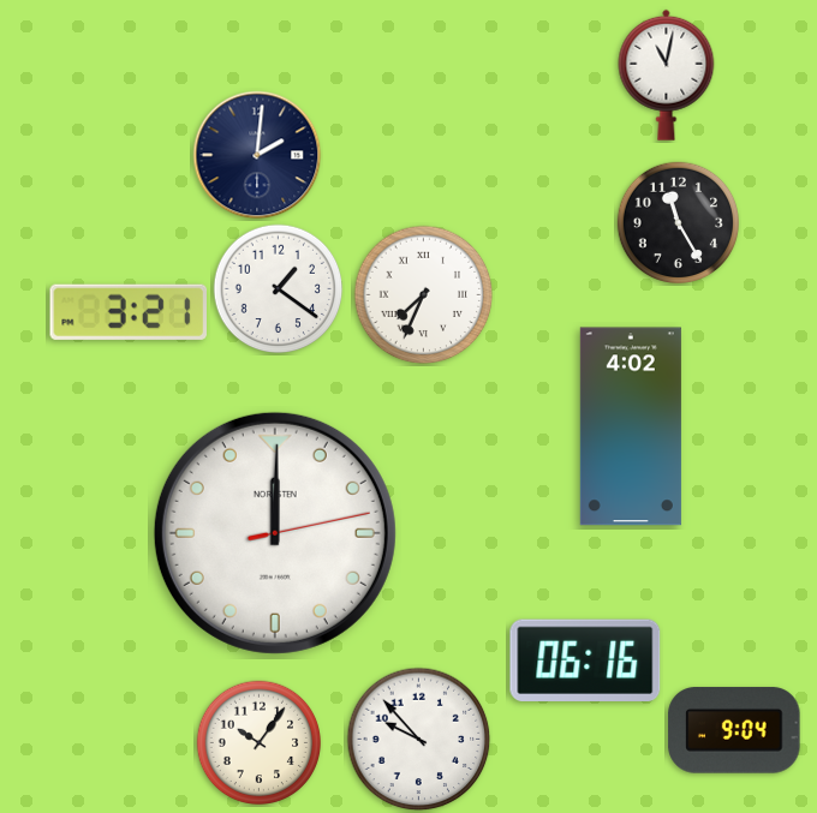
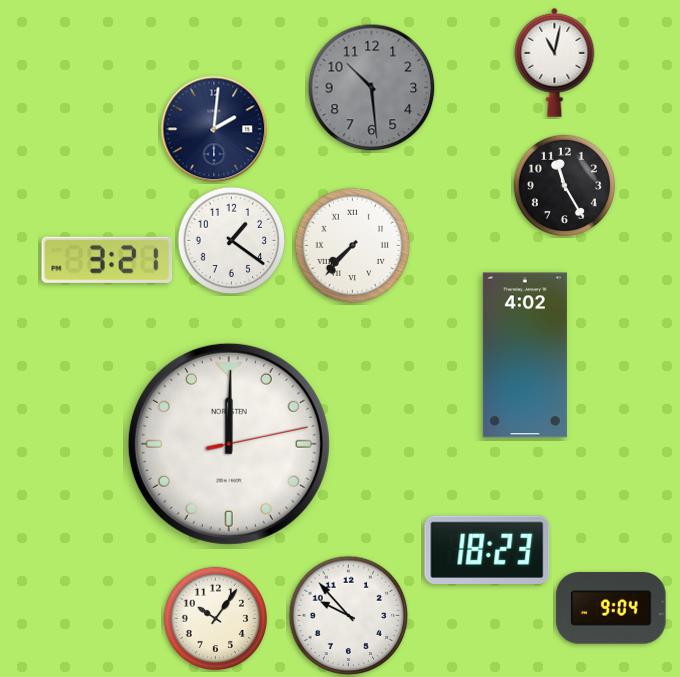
clock at (372, 88): none -> 10:29
clock at (424, 295): 7:34 -> 7:37
clock at (585, 660): 06:16 -> 18:23
